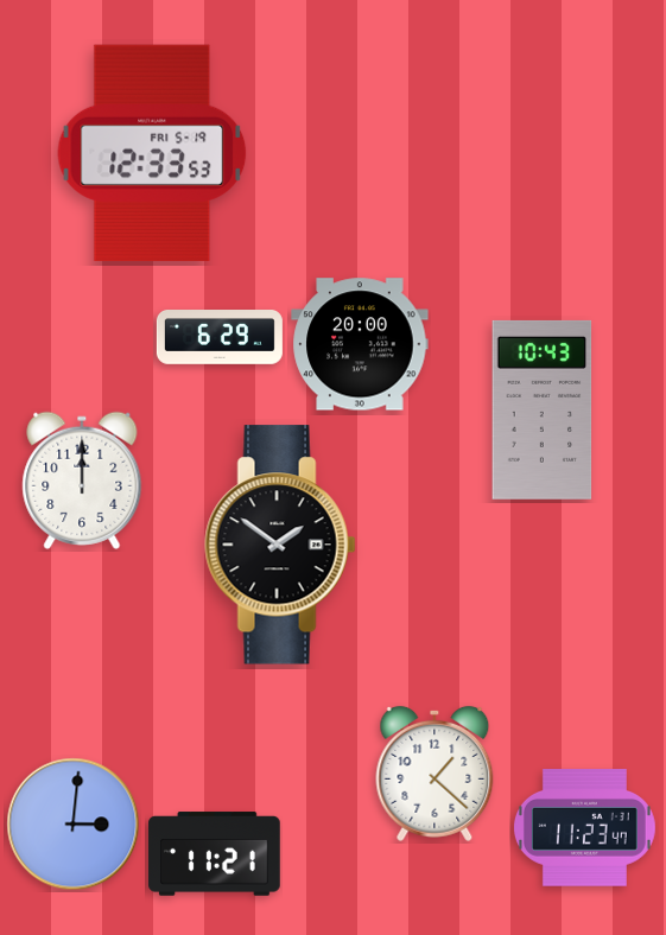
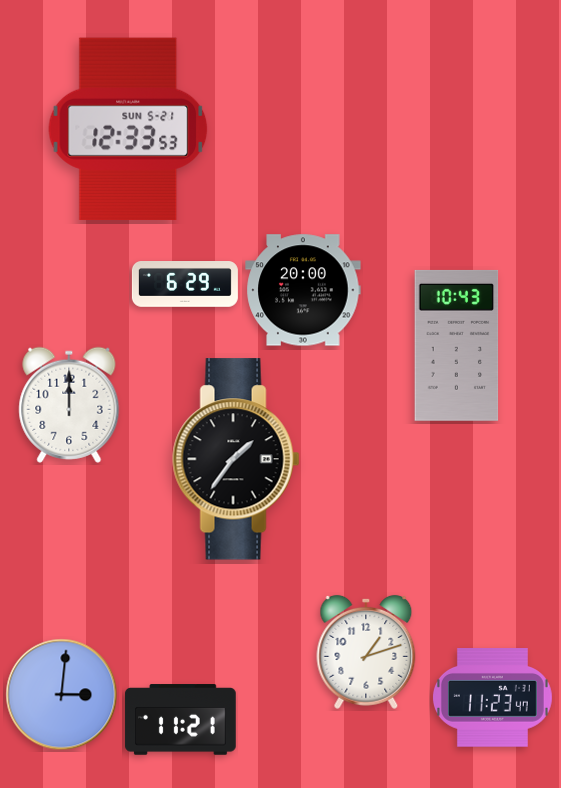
clock at (152, 153) date: FRI 5-19 -> SUN 5-21
clock at (280, 545): 1:51 -> 1:36
clock at (435, 774): 1:22 -> 1:12
